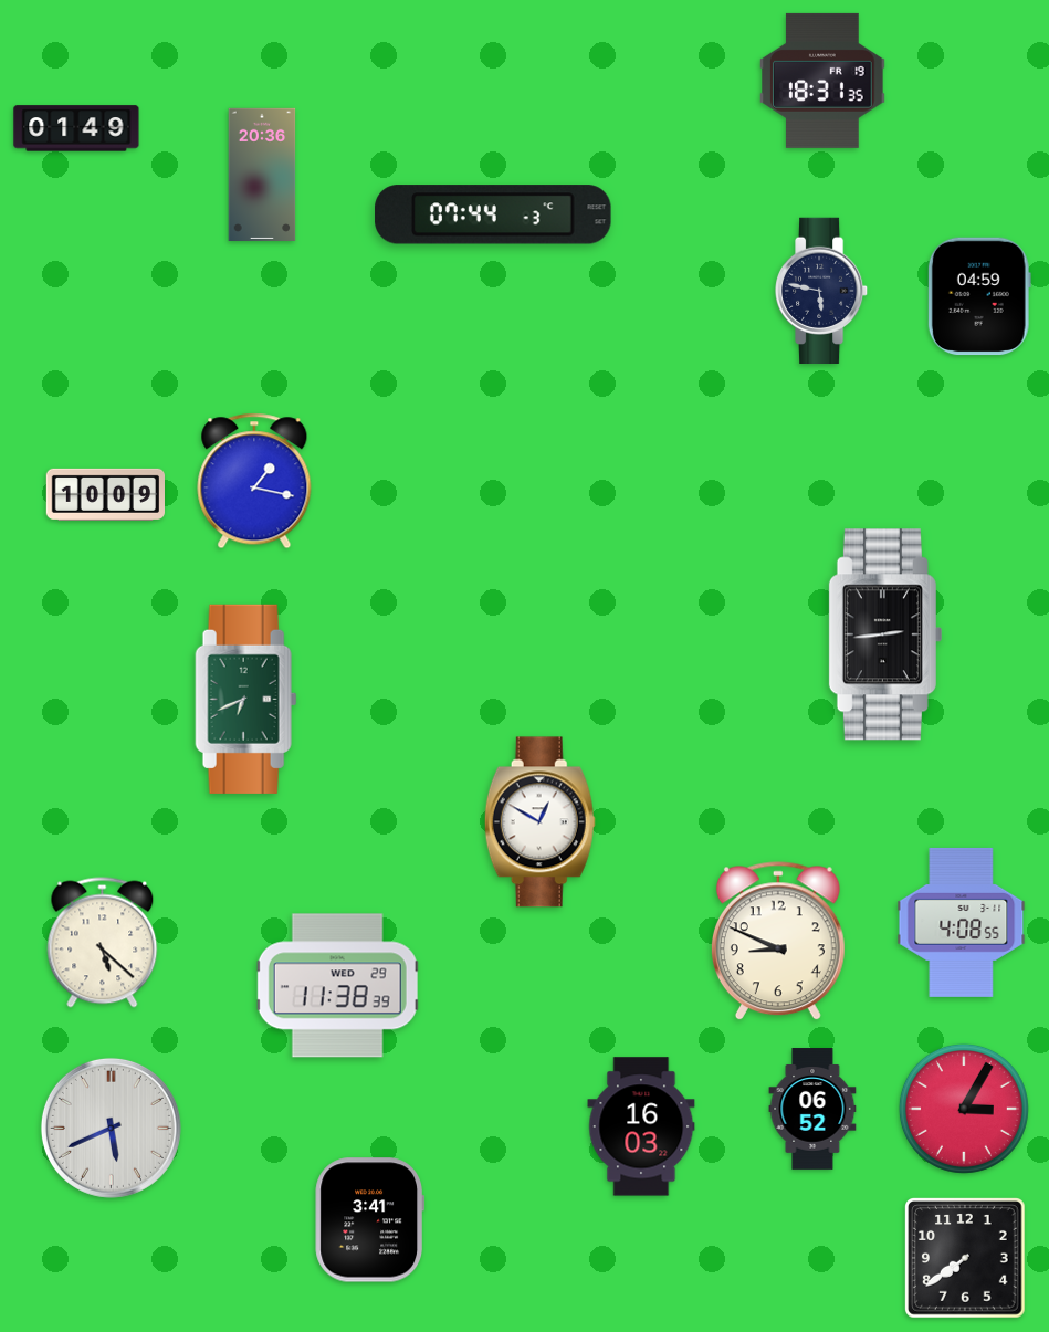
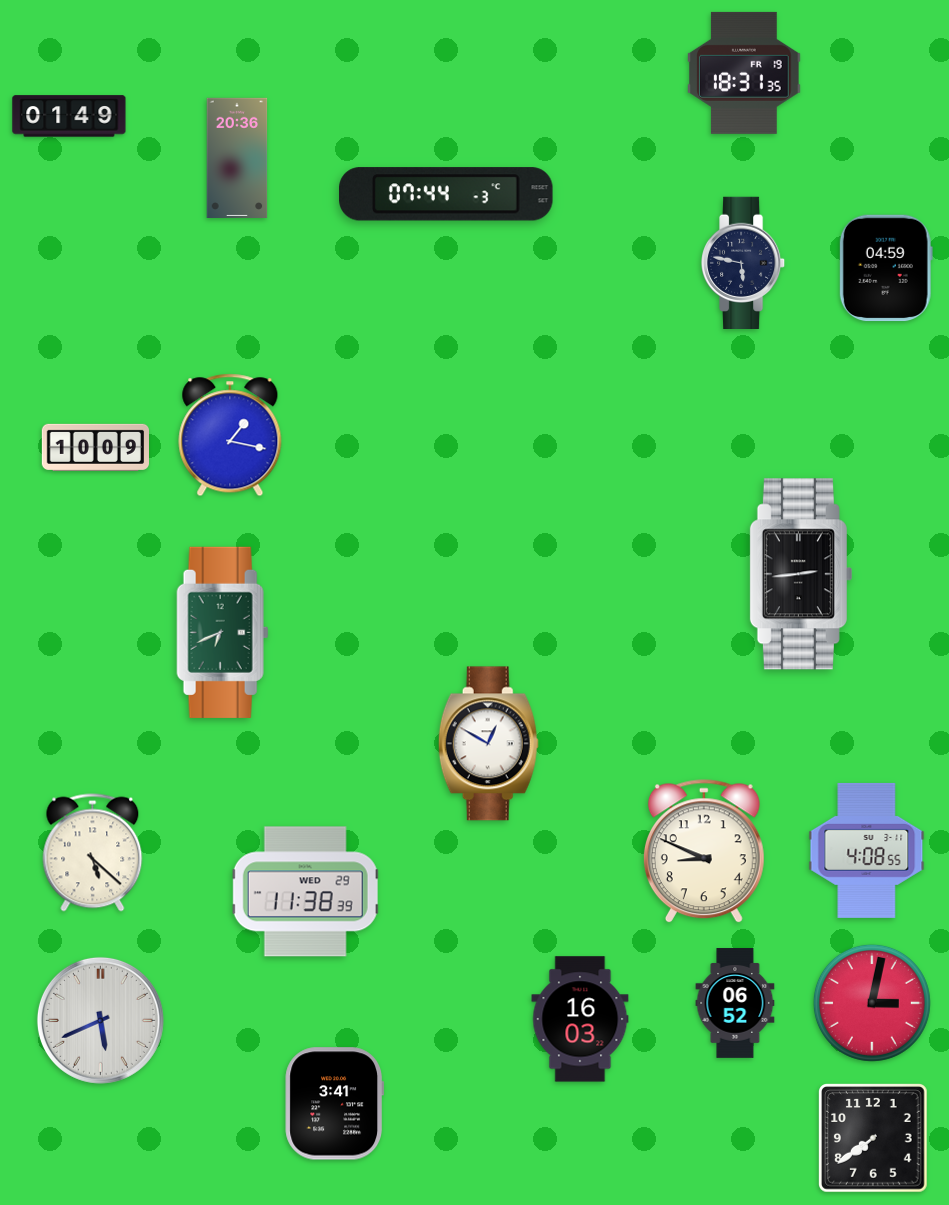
clock at (962, 922) position: (962, 922) -> (867, 850)
clock at (964, 1109): 3:05 -> 3:02
